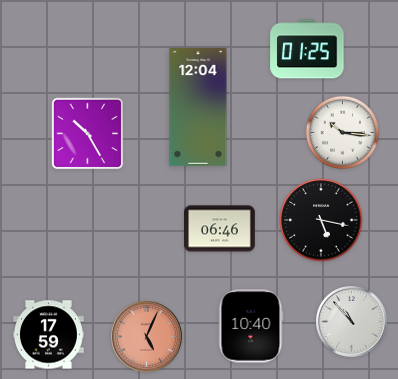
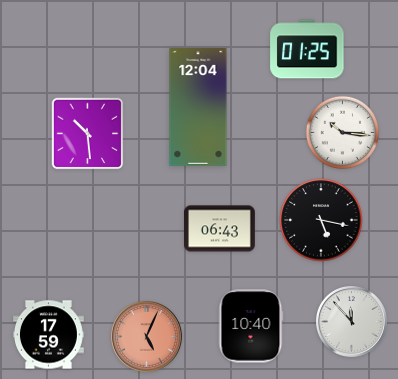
clock at (88, 134): 10:25 -> 10:29
clock at (220, 229): 06:46 -> 06:43
clock at (352, 322): 10:53 -> 11:53
